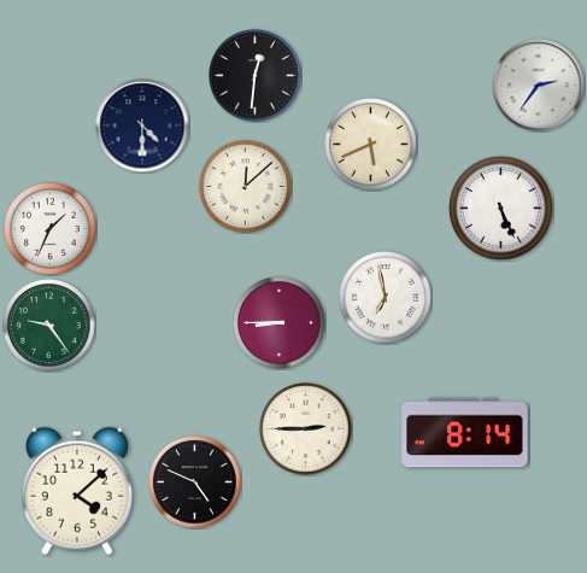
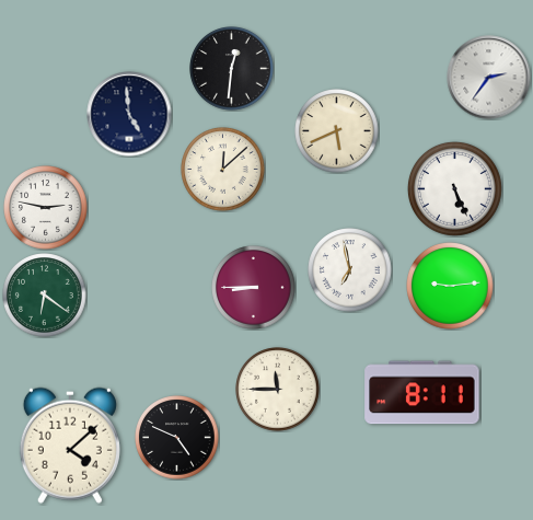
clock at (142, 125): 4:30 -> 4:59
clock at (51, 229): 1:34 -> 2:47
clock at (450, 286): none -> 9:14
clock at (280, 323) position: (280, 323) -> (254, 288)
clock at (49, 326): 9:24 -> 6:21
clock at (306, 429): 2:45 -> 11:45
clock at (465, 433): 8:14 -> 8:11
